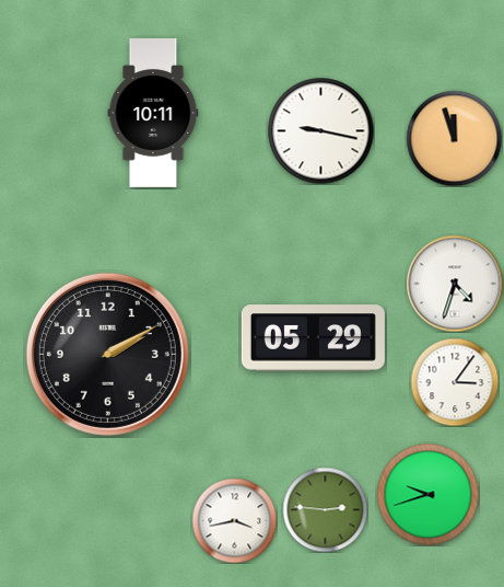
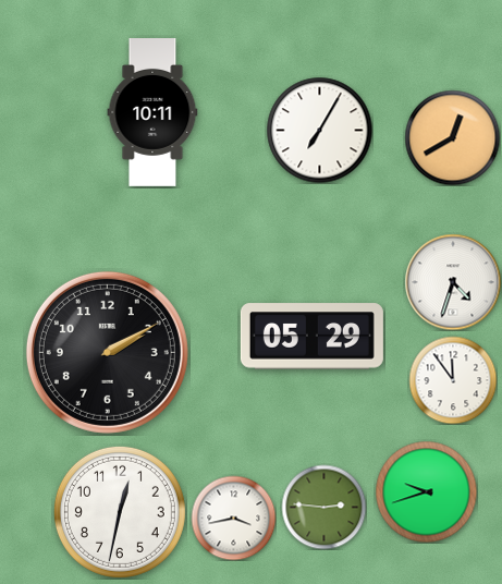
clock at (320, 130): 9:17 -> 7:05
clock at (454, 138): 11:57 -> 12:40
clock at (455, 382): 3:06 -> 11:54
clock at (120, 512): none -> 12:32
